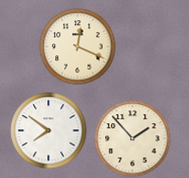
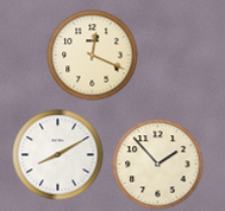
clock at (49, 131): 7:51 -> 8:10
